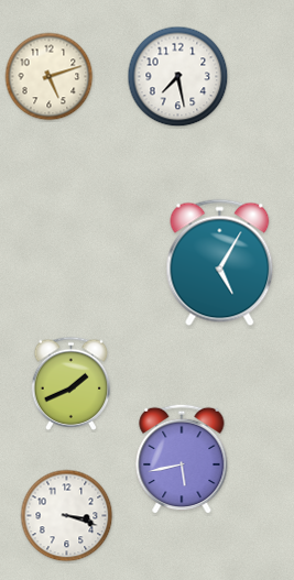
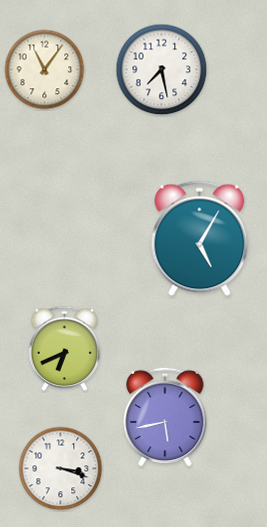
clock at (50, 77): 5:12 -> 11:06
clock at (72, 383): 1:41 -> 6:41
